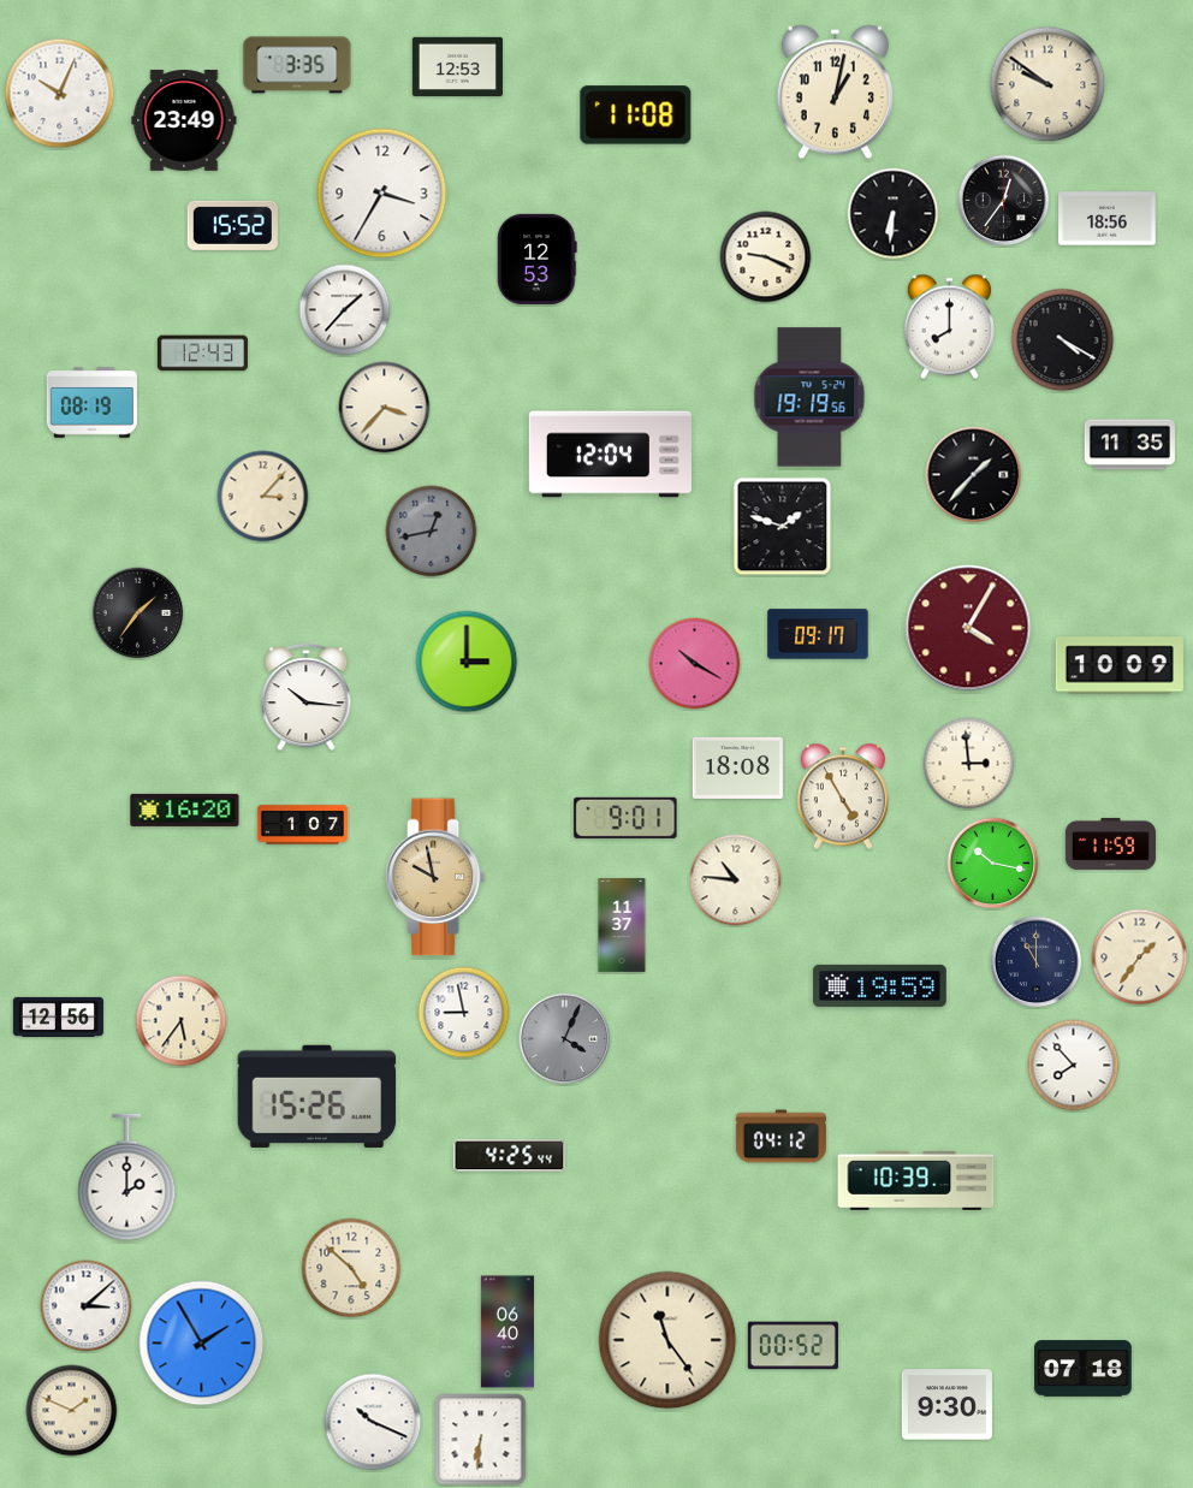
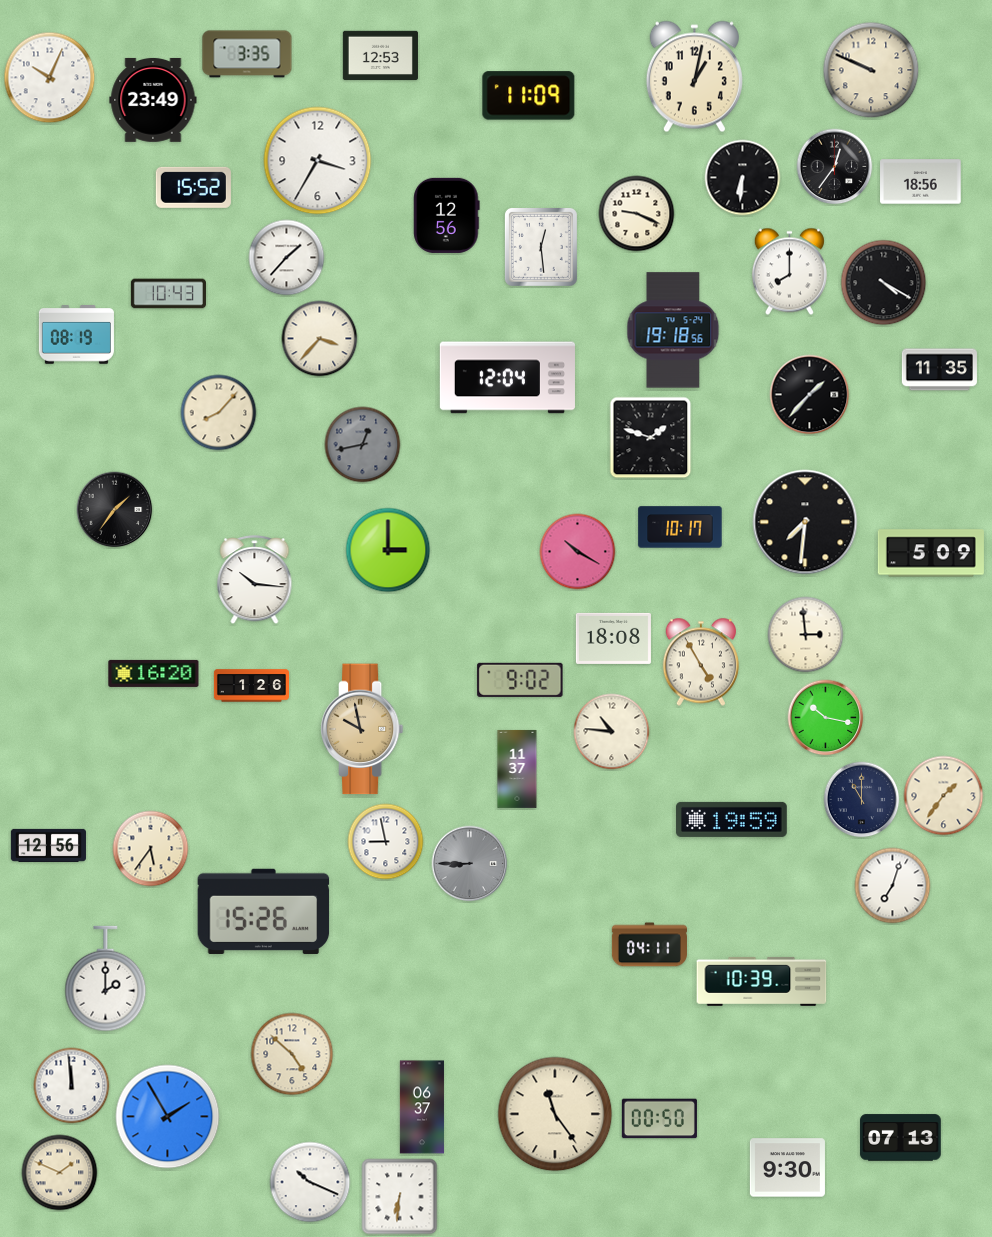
clock at (1047, 84): 9:51 -> 9:49
clock at (636, 115): 11:08 -> 11:09
clock at (538, 259): 12:53 -> 12:56
clock at (541, 247): none -> 12:29
clock at (202, 354): 12:43 -> 10:43
clock at (809, 397): 19:19 -> 19:18
clock at (263, 497): 3:07 -> 8:07
clock at (432, 532) position: (432, 532) -> (363, 445)
clock at (968, 628): 4:05 -> 7:31
clock at (968, 628) dial: burgundy -> black
clock at (818, 634): 09:17 -> 10:17
clock at (1120, 665): 10:09 -> 5:09
clock at (625, 818): 9:01 -> 9:02
clock at (302, 825): 1:07 -> 1:26
clock at (1110, 843): 11:59 -> none
clock at (1140, 958) position: (1140, 958) -> (944, 796)
clock at (565, 1039): 4:04 -> 8:45
clock at (1074, 1066): 7:53 -> 7:03
clock at (781, 1137): 04:12 -> 04:11
clock at (510, 1156): 4:25 -> none
clock at (87, 1306): 3:08 -> 11:59
clock at (508, 1332): 06:40 -> 06:37
clock at (793, 1346): 00:52 -> 00:50
clock at (1084, 1369): 07:18 -> 07:13
